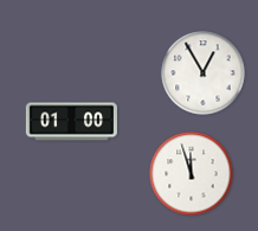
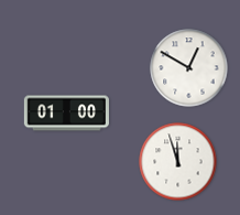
clock at (204, 73): 12:55 -> 12:50
